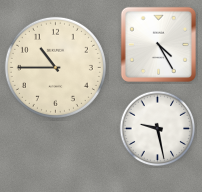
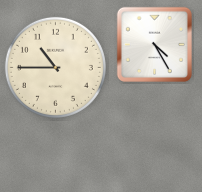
clock at (158, 44) position: (158, 44) -> (154, 44)
clock at (158, 129): 9:28 -> none
